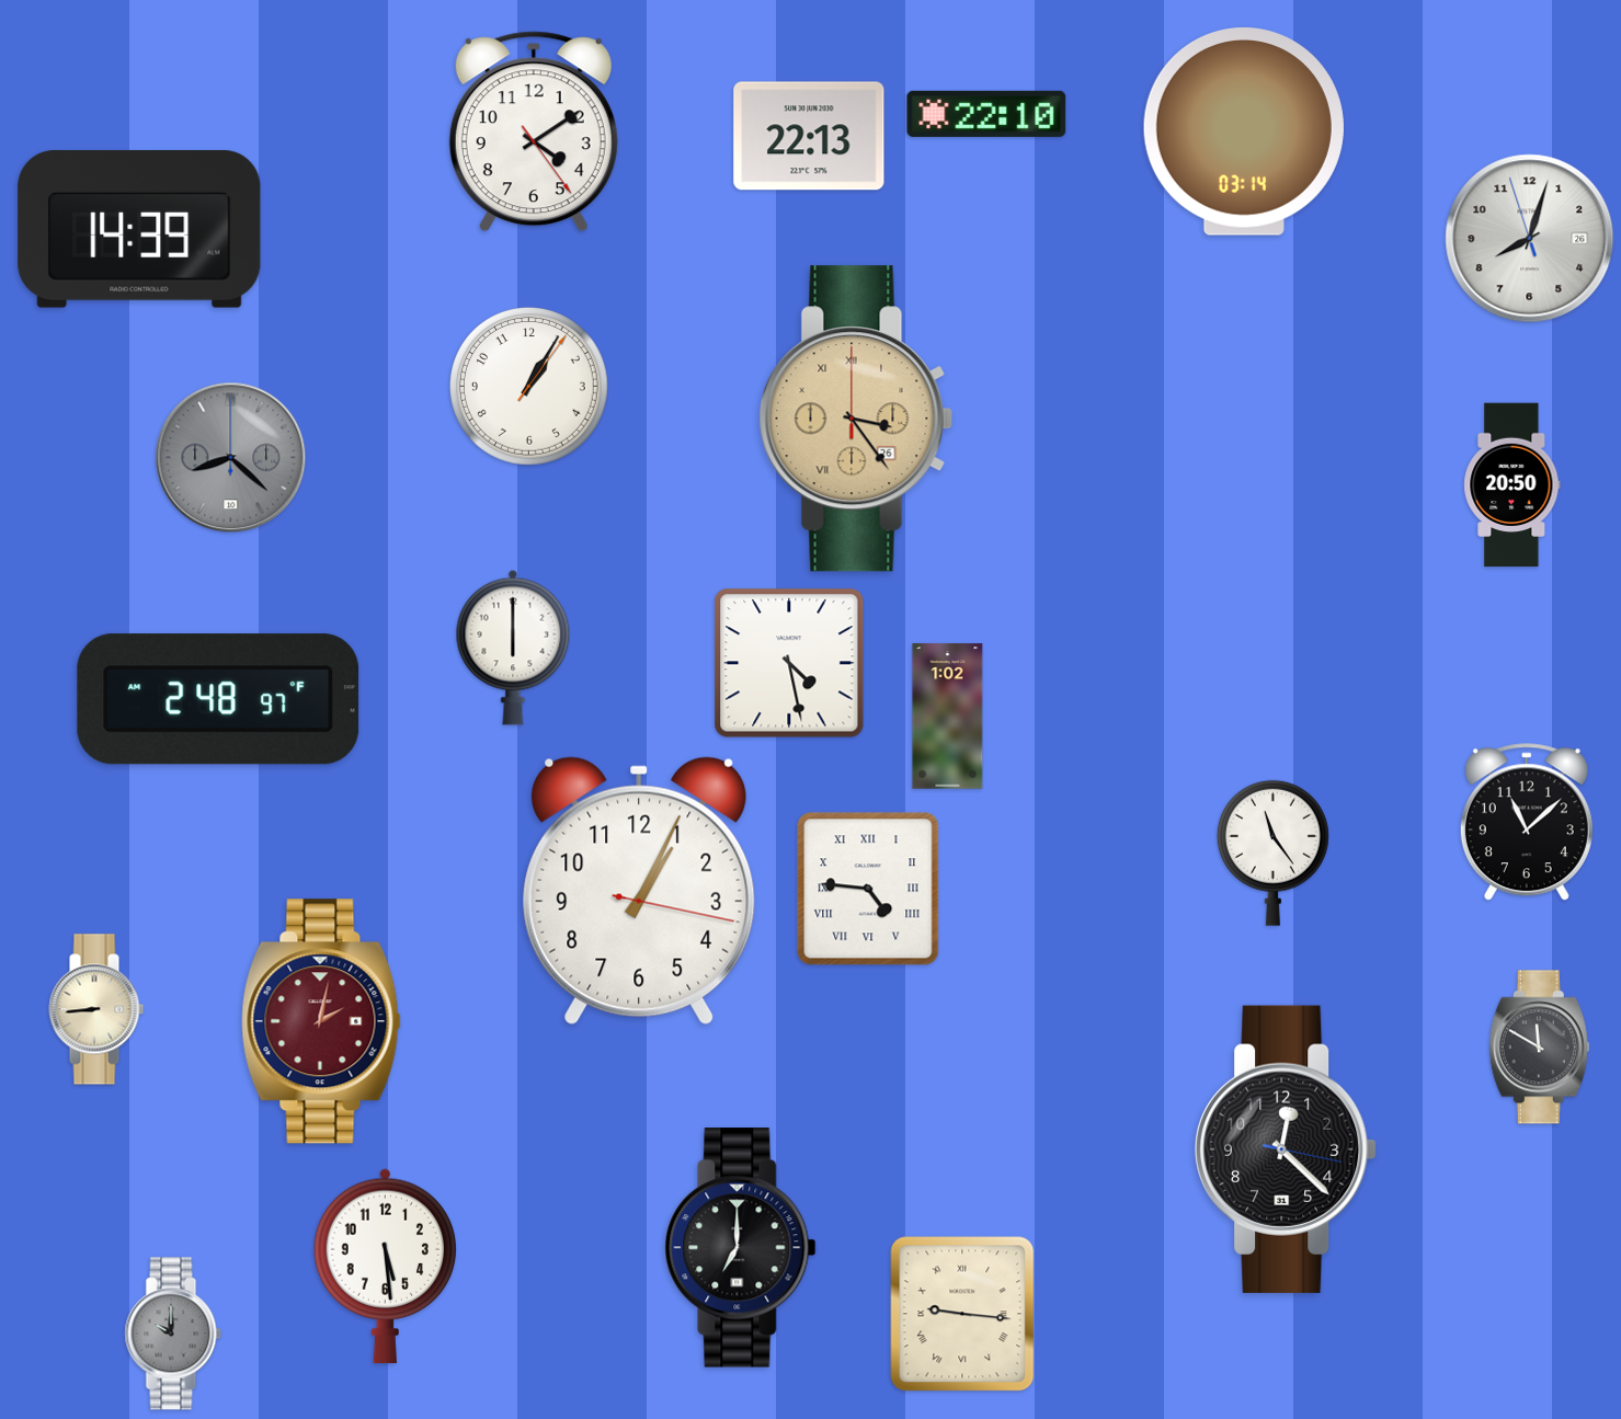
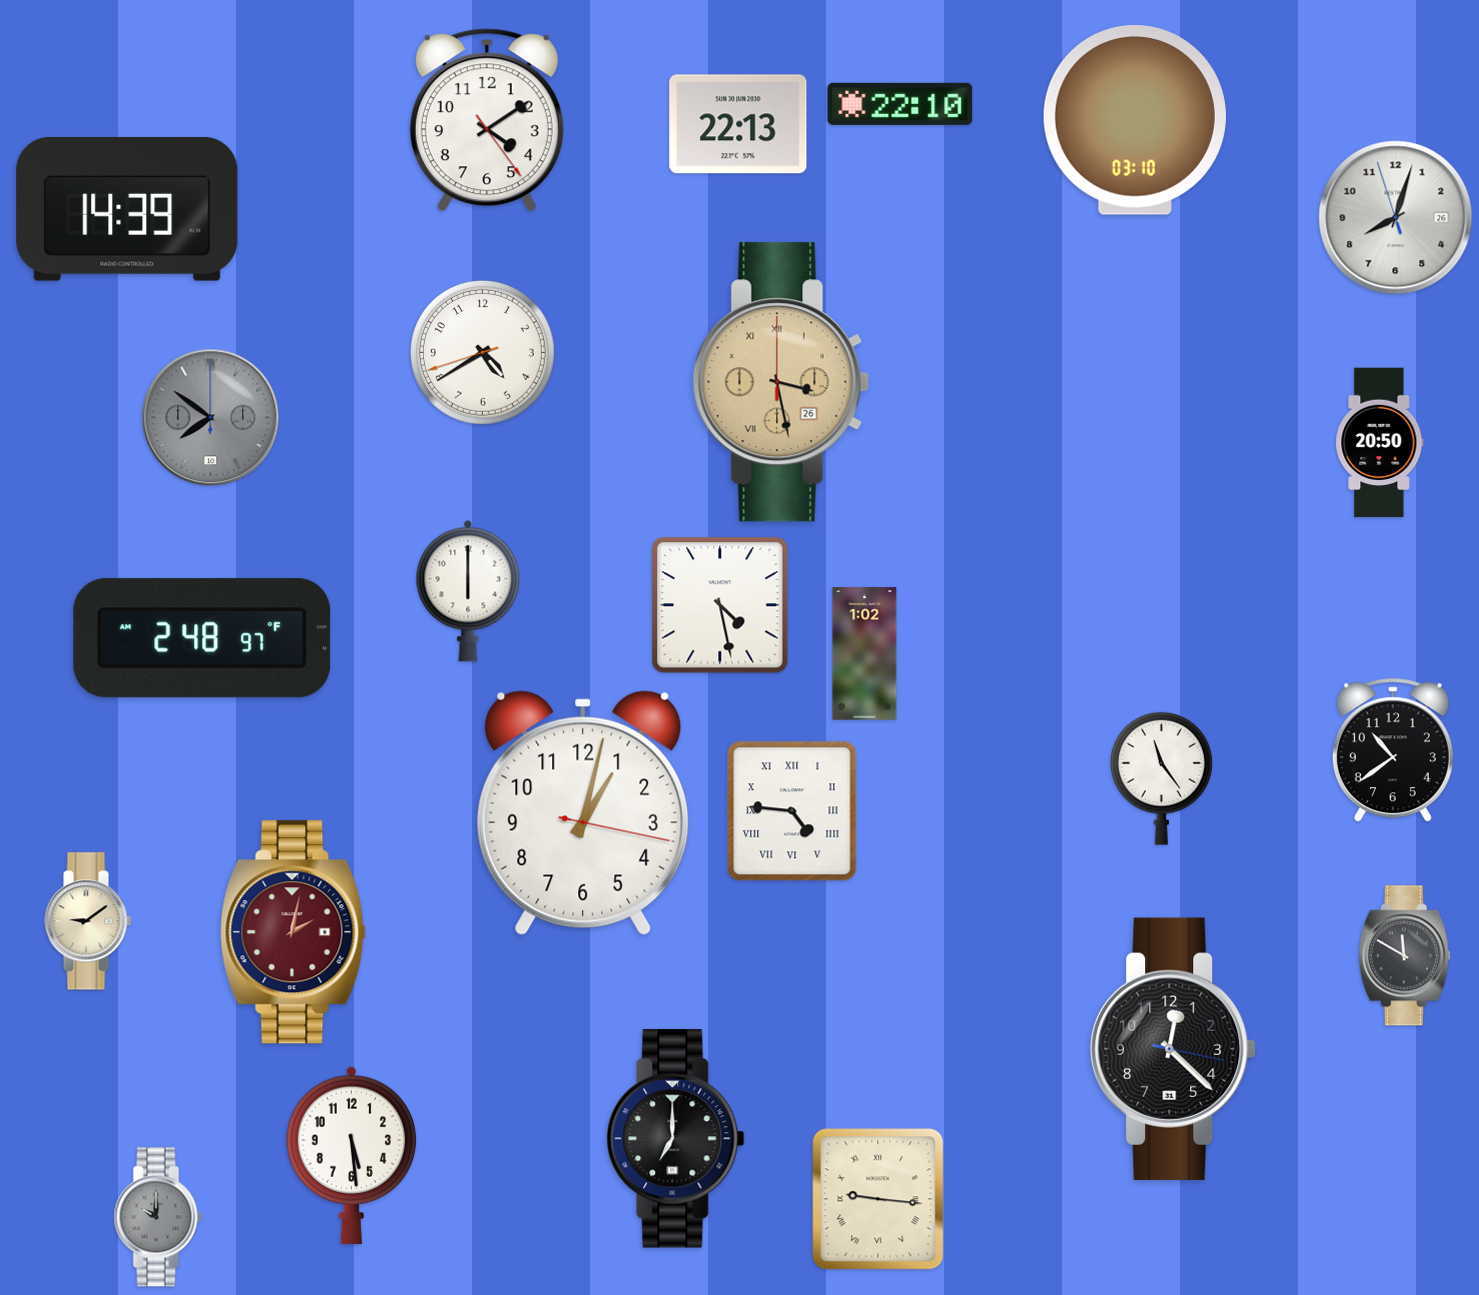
clock at (1244, 133): 03:14 -> 03:10
clock at (528, 387): 1:05 -> 4:39
clock at (856, 419): 3:24 -> 3:28
clock at (231, 458): 8:22 -> 7:51
clock at (218, 699) position: (218, 699) -> (202, 638)
clock at (1527, 823): 11:08 -> 10:39
clock at (639, 891): 1:04 -> 1:02
clock at (96, 1009): 8:44 -> 9:09
